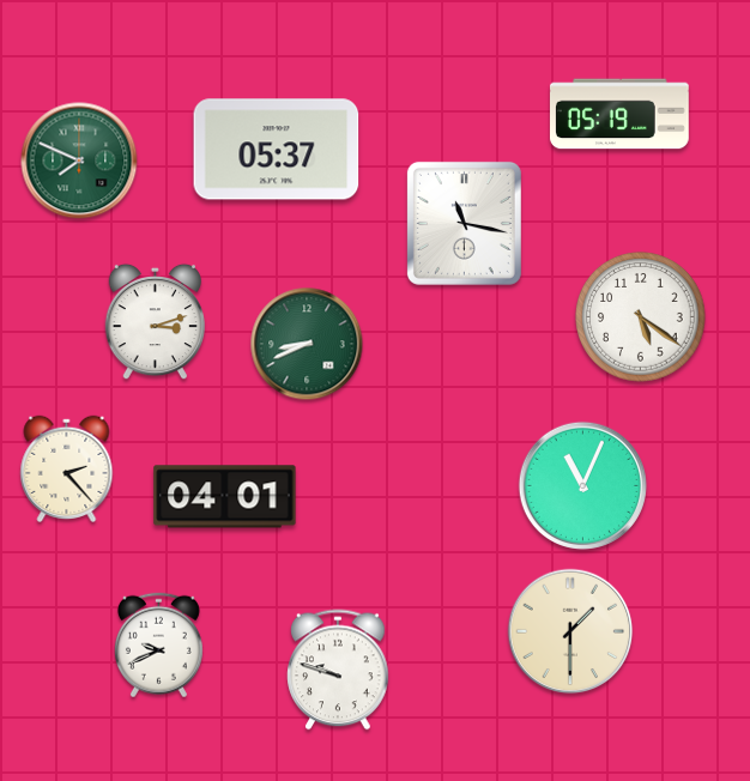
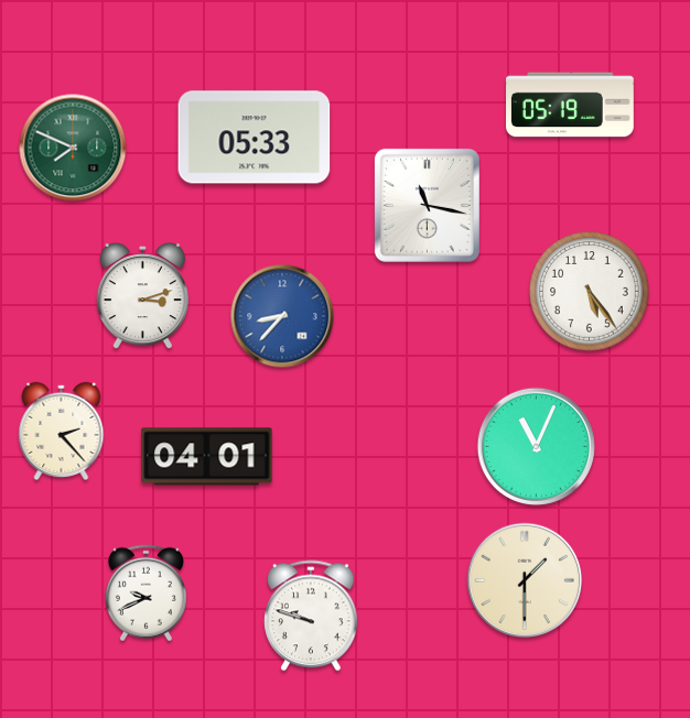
clock at (277, 150): 05:37 -> 05:33
clock at (641, 317): 5:21 -> 5:24
clock at (307, 344): 8:41 -> 8:37
clock at (307, 344) dial: green -> blue
